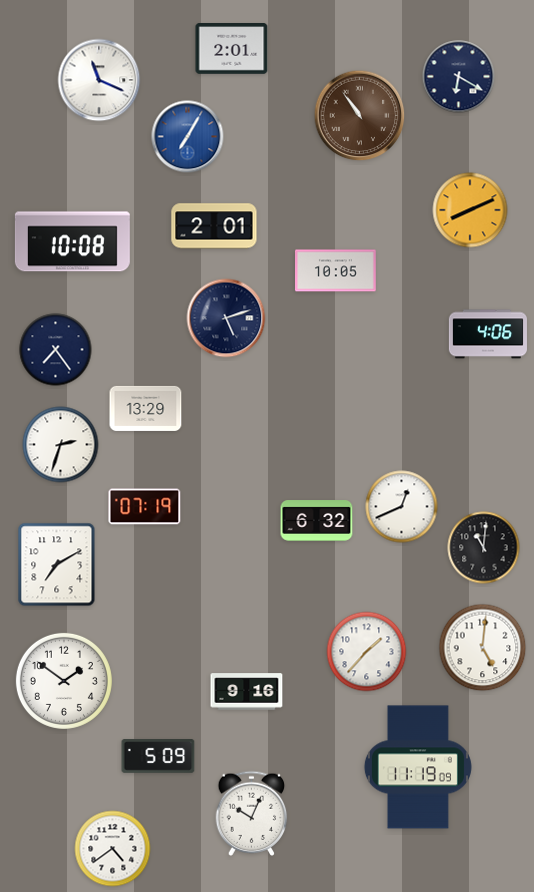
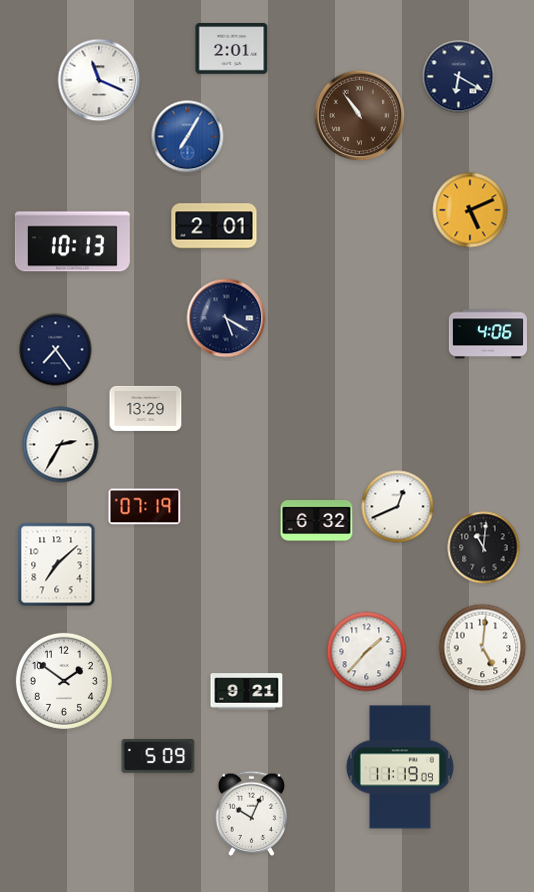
clock at (470, 210): 8:11 -> 5:11
clock at (72, 242): 10:08 -> 10:13
clock at (336, 271): 10:05 -> none
clock at (226, 318): 5:12 -> 5:20
clock at (61, 445): 2:33 -> 2:35
clock at (402, 507) position: (402, 507) -> (398, 507)
clock at (57, 565): 7:10 -> 7:08
clock at (247, 692): 9:16 -> 9:21
clock at (418, 767) position: (418, 767) -> (400, 767)
clock at (113, 849): 4:39 -> none
